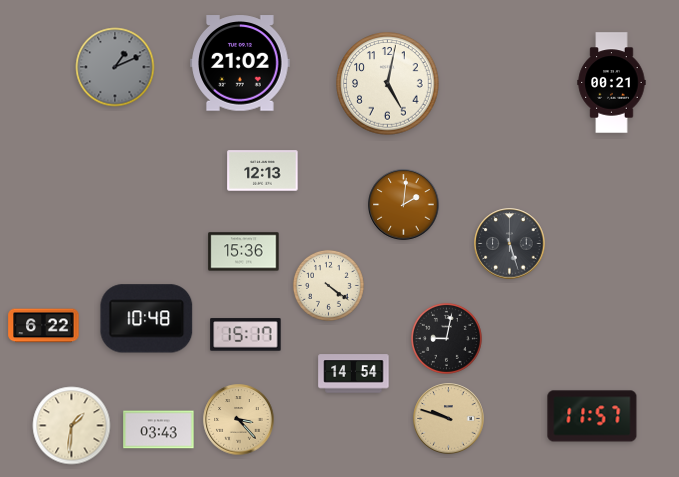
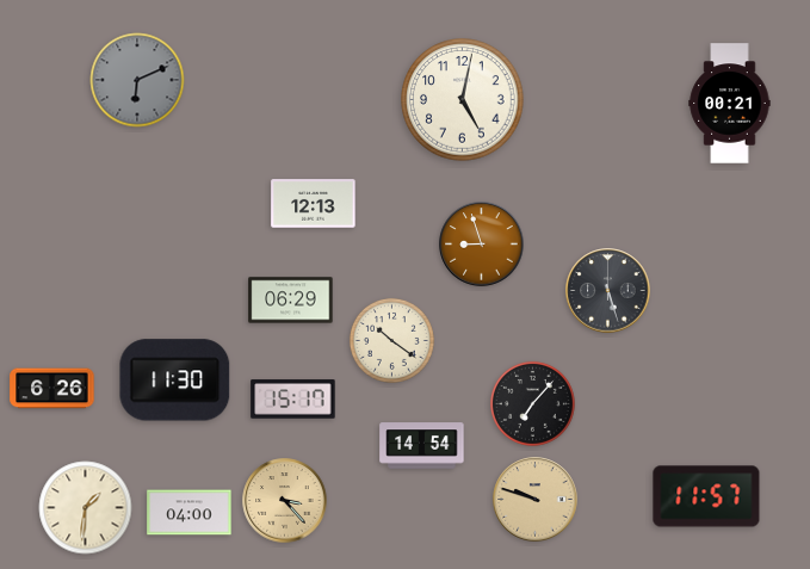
clock at (240, 63): 21:02 -> none
clock at (115, 67): 1:11 -> 6:11
clock at (612, 83) position: (612, 83) -> (730, 104)
clock at (404, 205): 2:01 -> 8:57
clock at (244, 252): 15:36 -> 06:29
clock at (328, 285): 4:21 -> 10:21
clock at (147, 319): 10:48 -> 11:30
clock at (44, 326): 6:22 -> 6:26
clock at (446, 338): 9:02 -> 7:07
clock at (159, 430): 03:43 -> 04:00
